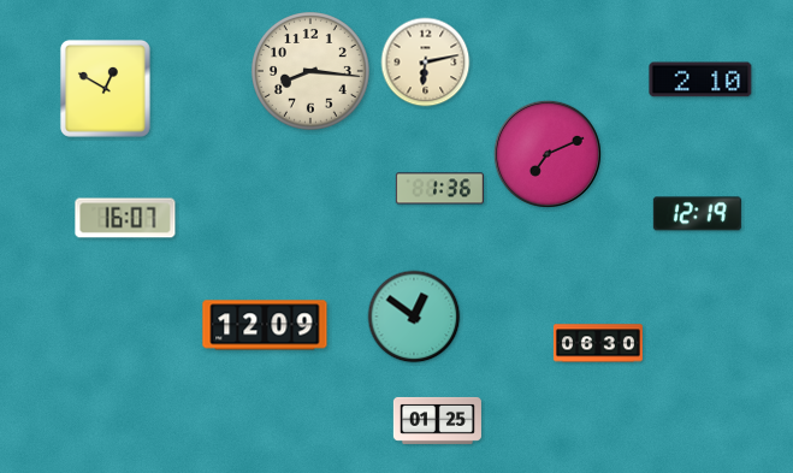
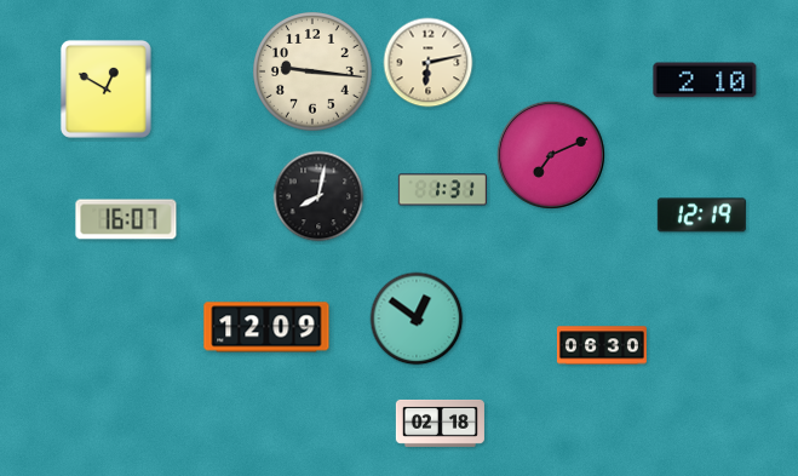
clock at (312, 72): 8:16 -> 9:16
clock at (439, 189): 1:36 -> 1:31
clock at (318, 196): none -> 8:02
clock at (437, 420): 01:25 -> 02:18
